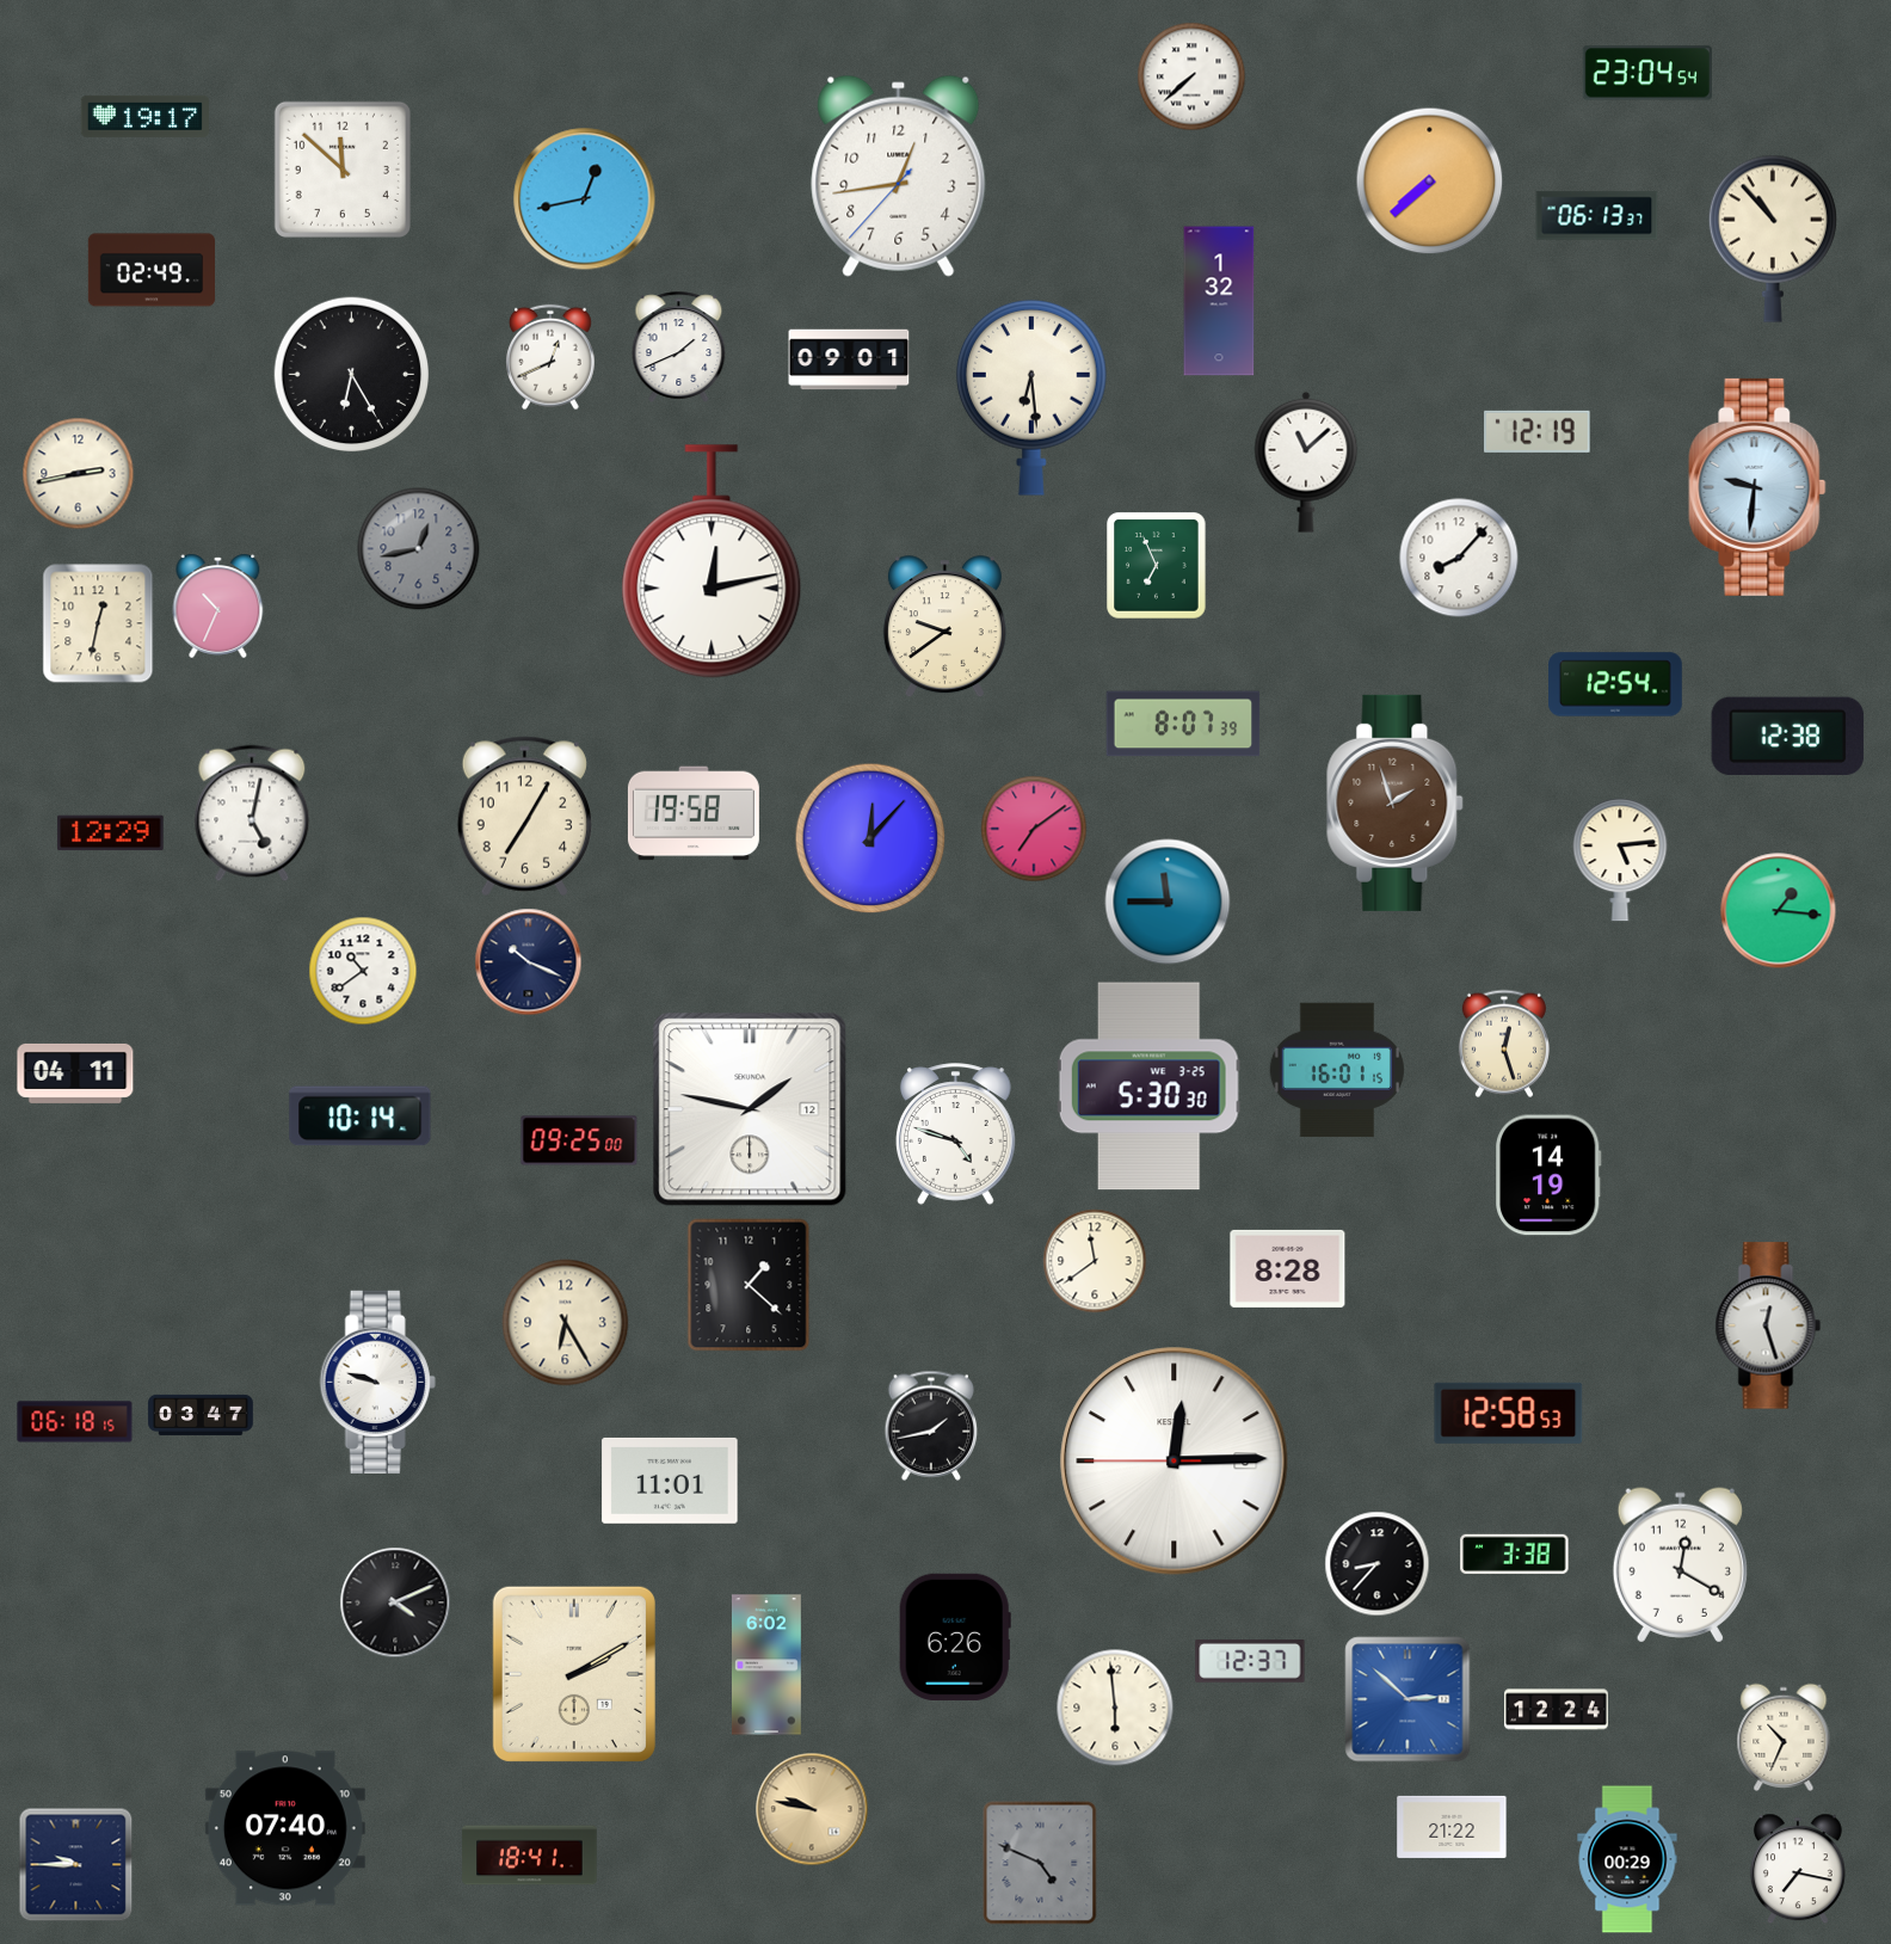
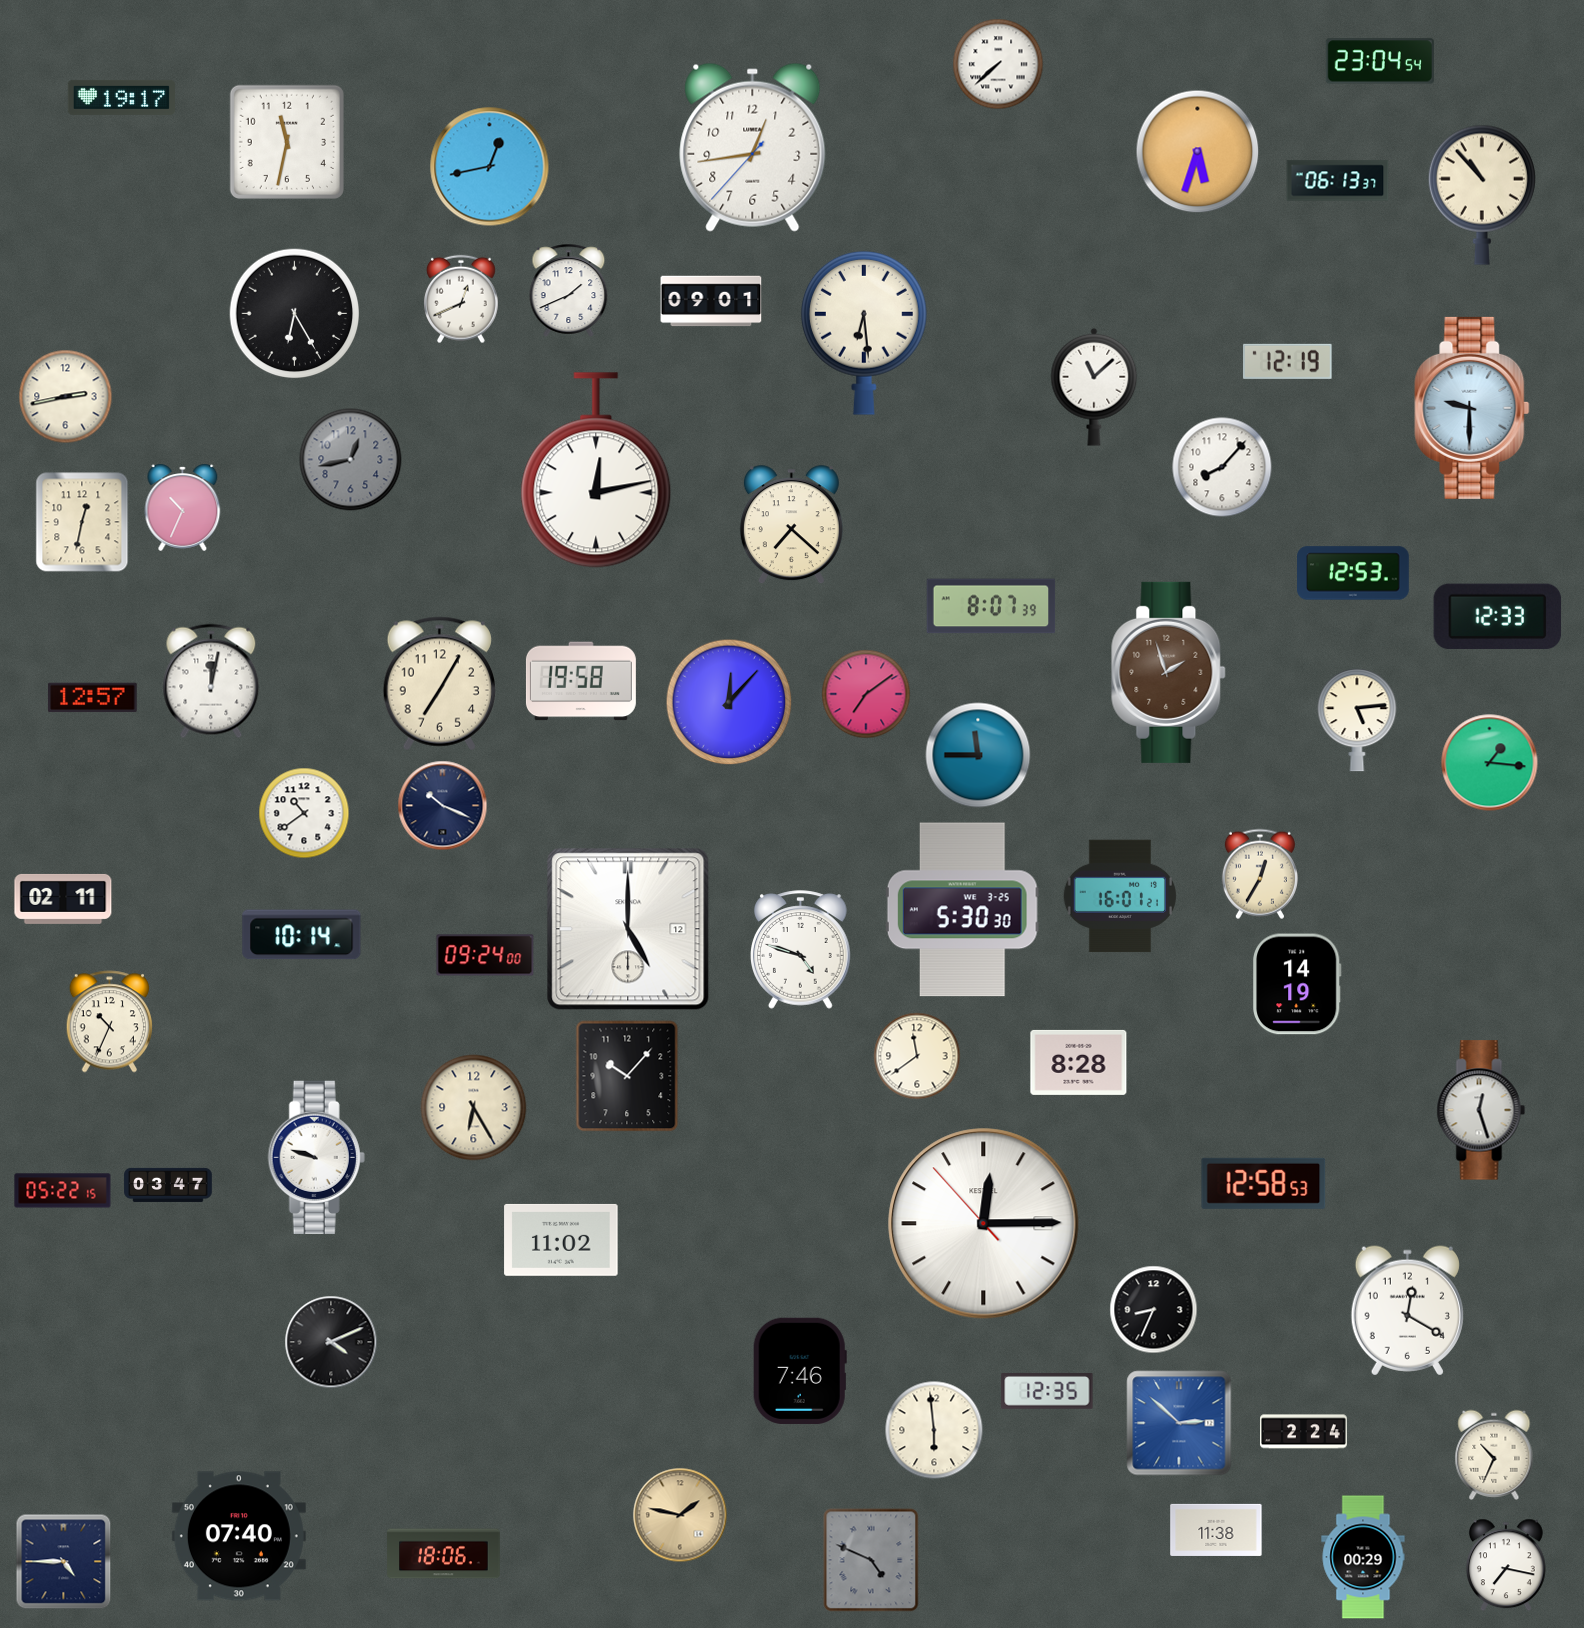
clock at (343, 170): 11:52 -> 11:32
clock at (1430, 182): 7:38 -> 5:33
clock at (1773, 239) position: (1773, 239) -> (1482, 195)
clock at (152, 270): 02:49 -> none
clock at (1219, 301): 1:32 -> none
clock at (1757, 487): 9:31 -> 9:30
clock at (1157, 566): 6:56 -> none
clock at (944, 627): 9:39 -> 7:22
clock at (1615, 684): 12:54 -> 12:53
clock at (1788, 737): 12:38 -> 12:33
clock at (252, 813): 5:02 -> 12:02
clock at (111, 833): 12:29 -> 12:57
clock at (1504, 1044): 12:27 -> 12:35
clock at (1337, 1070): 16:01:15 -> 16:01:21
clock at (75, 1073): 04:11 -> 02:11
clock at (750, 1109): 1:47 -> 5:00
clock at (579, 1140): 09:25 -> 09:24
clock at (109, 1022): none -> 10:34
clock at (749, 1285): 1:22 -> 10:07
clock at (75, 1422): 06:18 -> 05:22
clock at (931, 1426): 1:43 -> none
clock at (1175, 1462): 12:14:45 -> 12:14:53
clock at (670, 1481): 11:01 -> 11:02
clock at (1515, 1554): 3:38 -> none
clock at (1378, 1564): 8:37 -> 8:34
clock at (955, 1637): 6:26 -> 7:46
clock at (1250, 1662): 12:37 -> 12:35
clock at (766, 1665): 6:02 -> none
clock at (574, 1674): 2:10 -> none
clock at (1557, 1710): 12:24 -> 2:24
clock at (812, 1809): 9:47 -> 1:47
clock at (1452, 1827): 21:22 -> 11:38
clock at (285, 1828) position: (285, 1828) -> (239, 1536)
clock at (530, 1856): 18:41 -> 18:06
clock at (76, 1865): 9:45 -> 4:45
